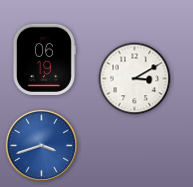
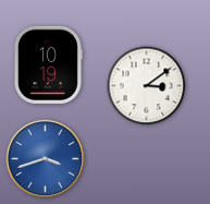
clock at (44, 59): 06:19 -> 10:19
clock at (135, 79): 3:10 -> 3:09
